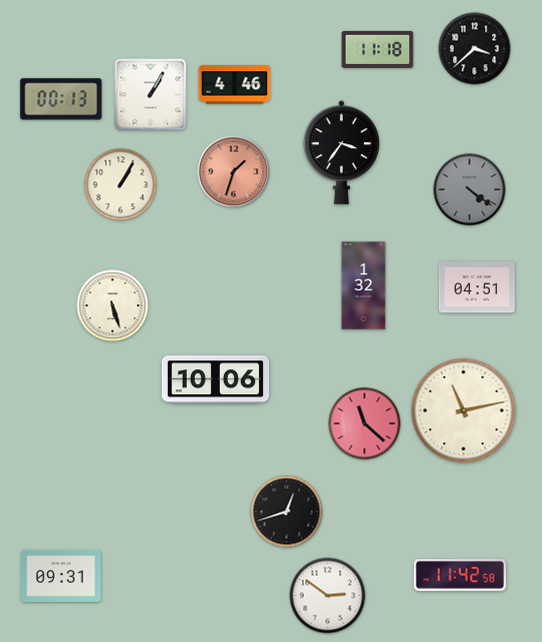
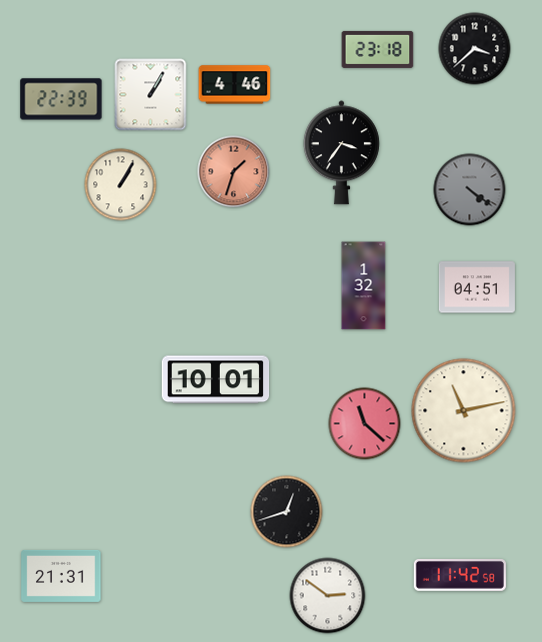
clock at (378, 49): 11:18 -> 23:18
clock at (61, 99): 00:13 -> 22:39
clock at (113, 306): 5:27 -> none
clock at (216, 380): 10:06 -> 10:01
clock at (61, 576): 09:31 -> 21:31
